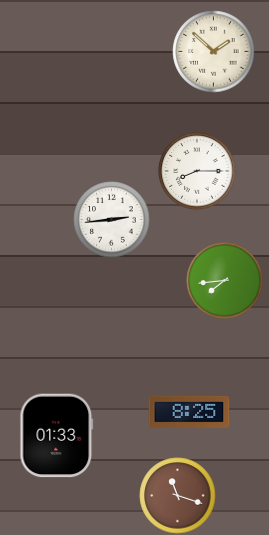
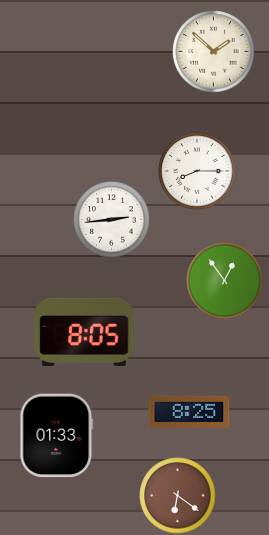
clock at (225, 281): 7:44 -> 12:54
clock at (84, 332): none -> 8:05
clock at (178, 496): 11:18 -> 6:21
